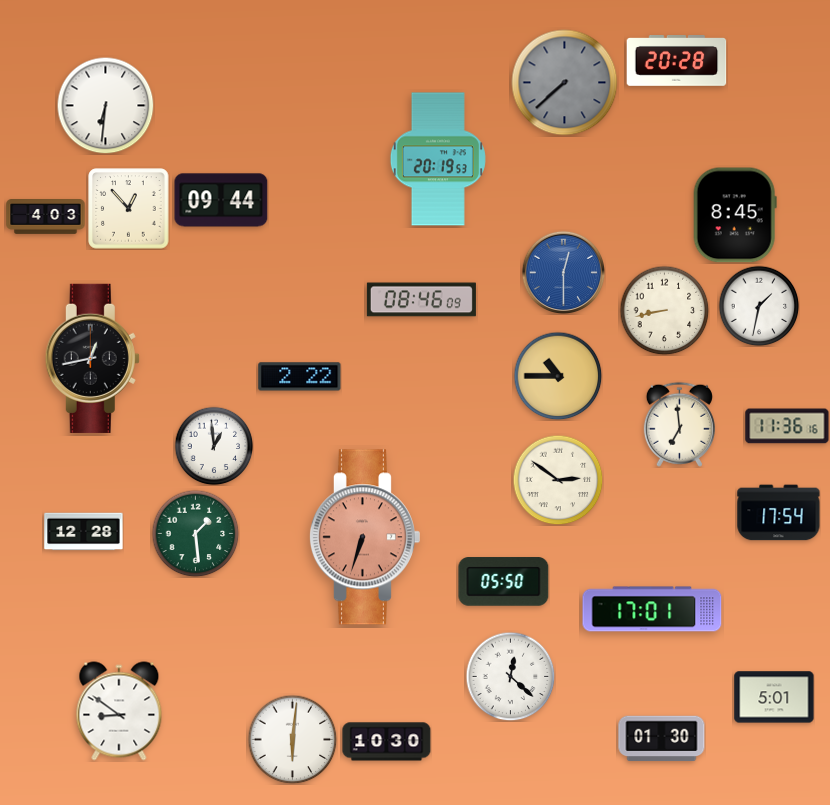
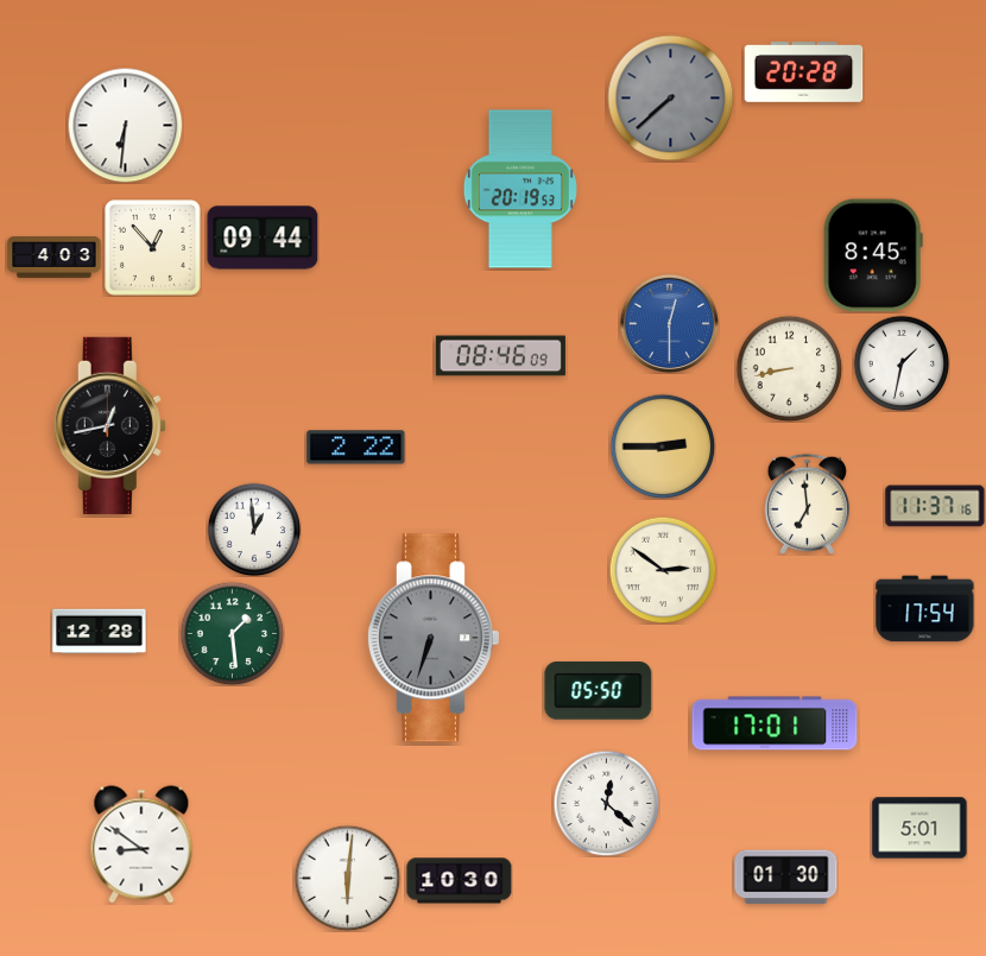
clock at (558, 376): 10:45 -> 2:45
clock at (787, 426): 11:36 -> 11:37
clock at (364, 537) dial: salmon -> grey
